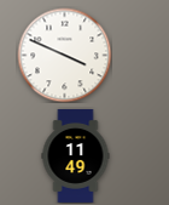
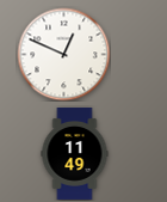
clock at (64, 55): 3:49 -> 12:49
